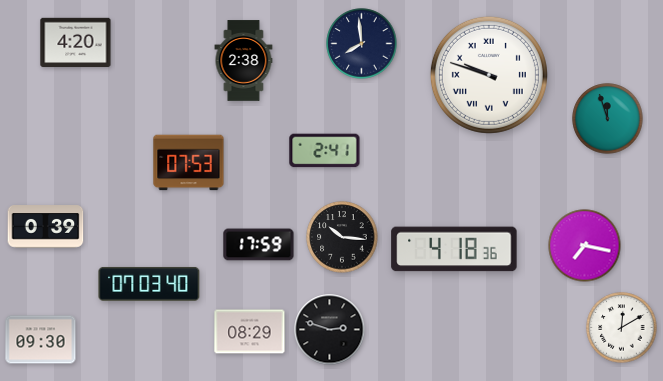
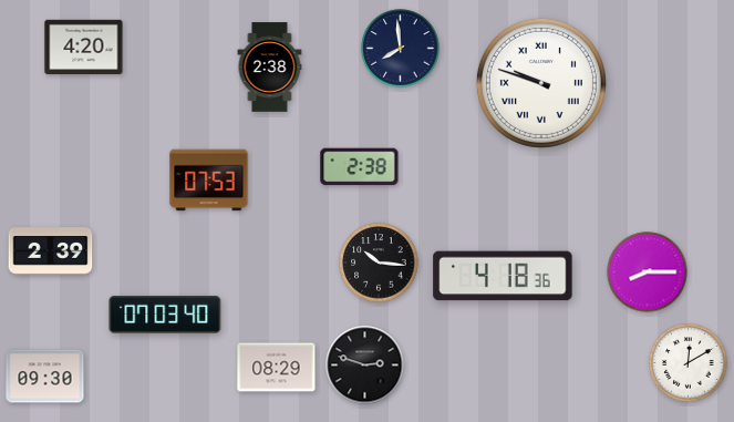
clock at (608, 119): 11:57 -> none
clock at (325, 151): 2:41 -> 2:38
clock at (46, 227): 0:39 -> 2:39
clock at (259, 245): 17:59 -> none
clock at (585, 246): 7:17 -> 8:15
